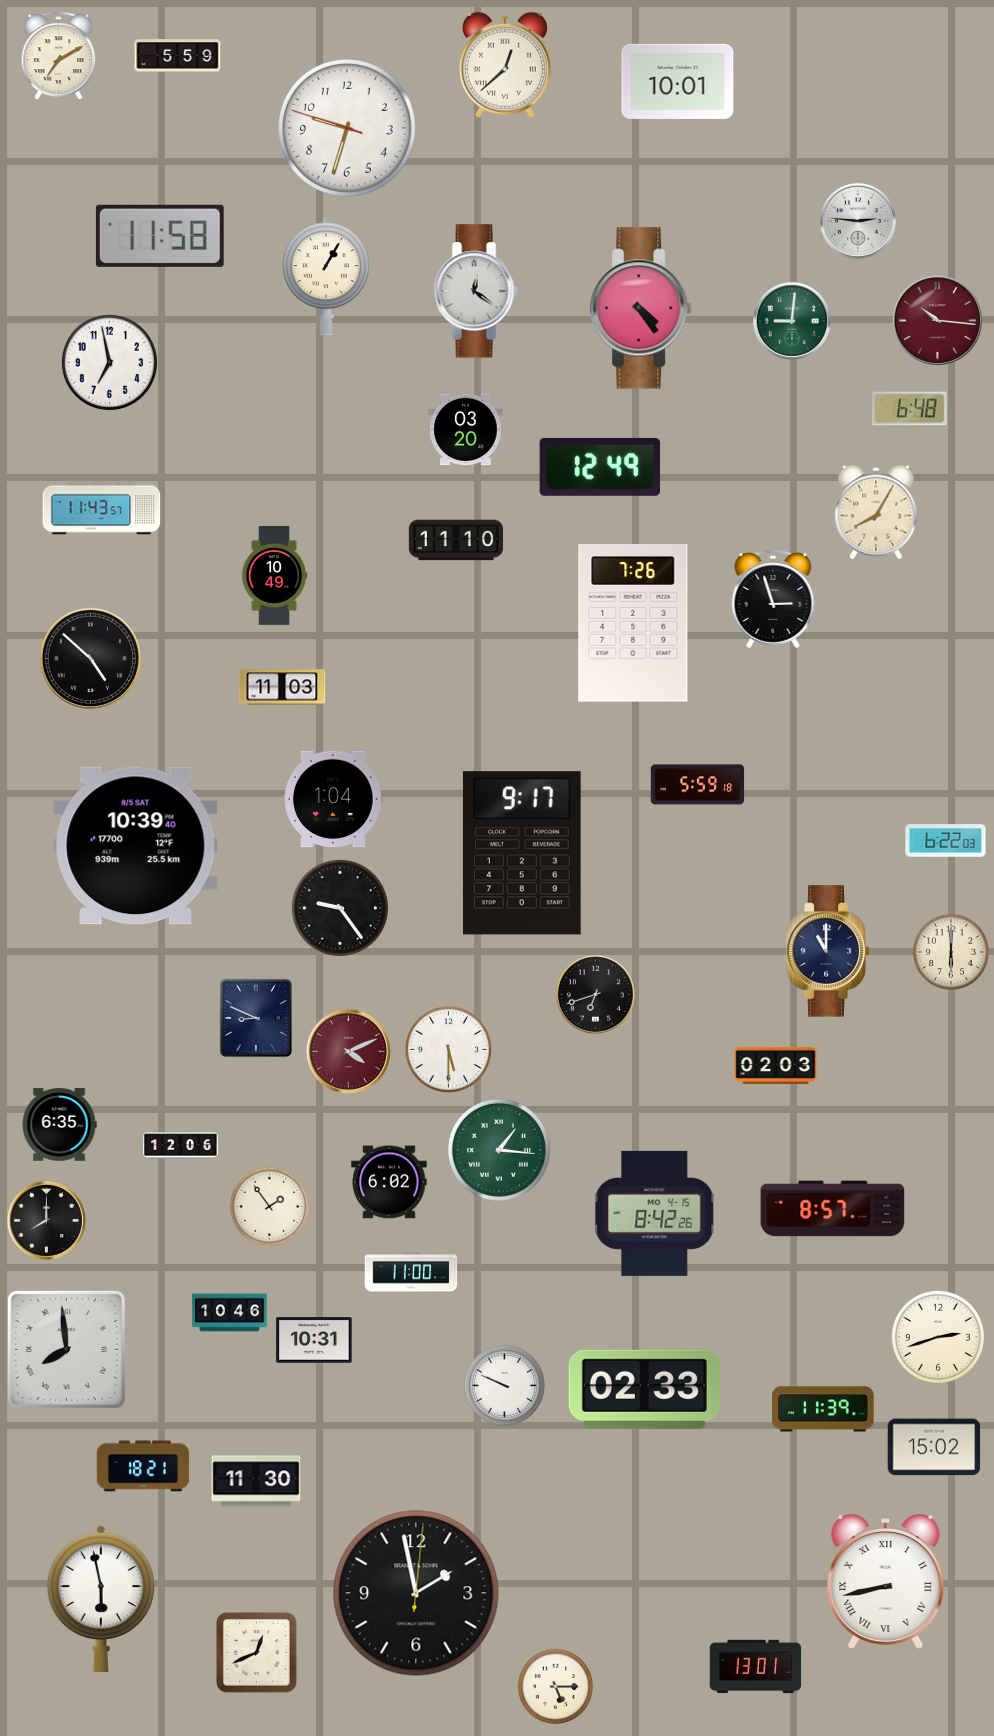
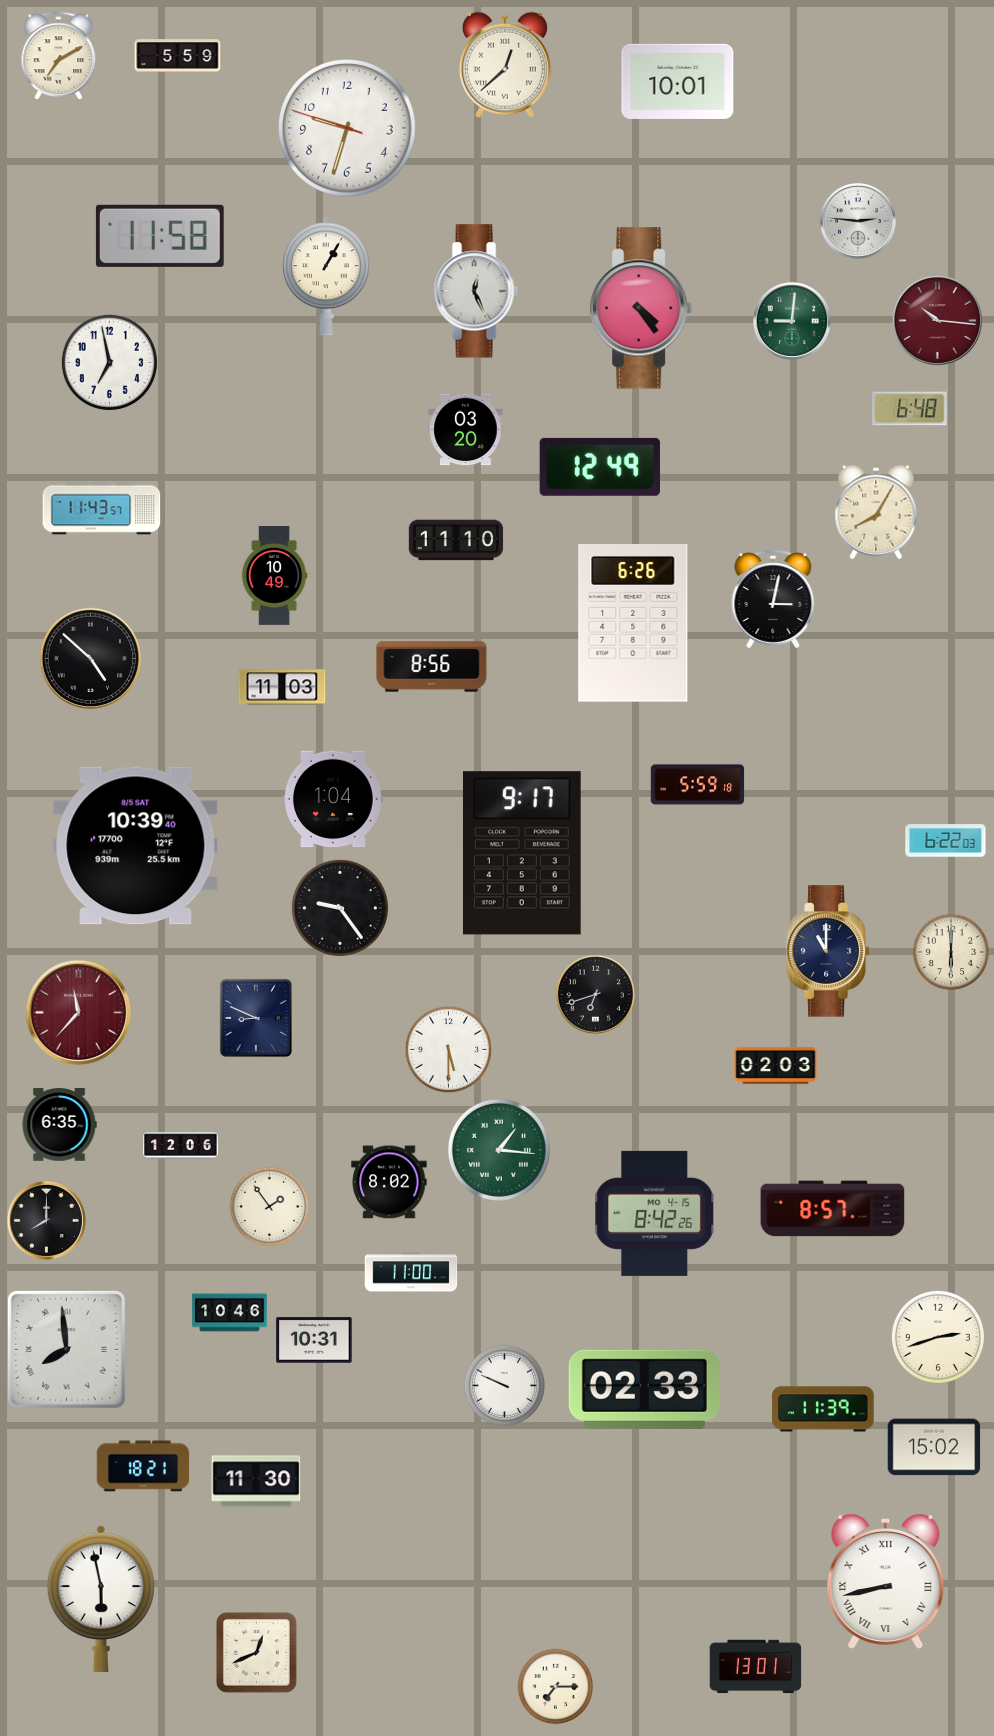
clock at (476, 291): 12:21 -> 12:26
clock at (773, 599): 2:57 -> 3:02
clock at (633, 624): 7:26 -> 6:26
clock at (432, 667): none -> 8:56
clock at (79, 1013): none -> 11:37
clock at (348, 1051): 4:11 -> none
clock at (389, 1182): 6:02 -> 8:02
clock at (416, 1593): 1:58 -> none
clock at (556, 1687): 5:15 -> 7:15
